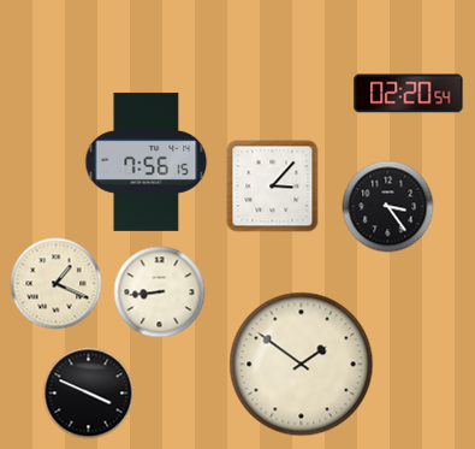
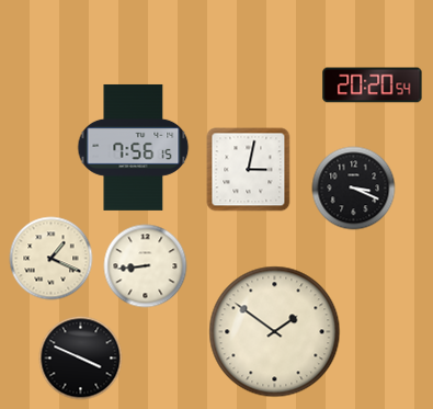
clock at (409, 94): 02:20 -> 20:20
clock at (273, 187): 3:07 -> 3:02
clock at (388, 207): 3:24 -> 3:19
